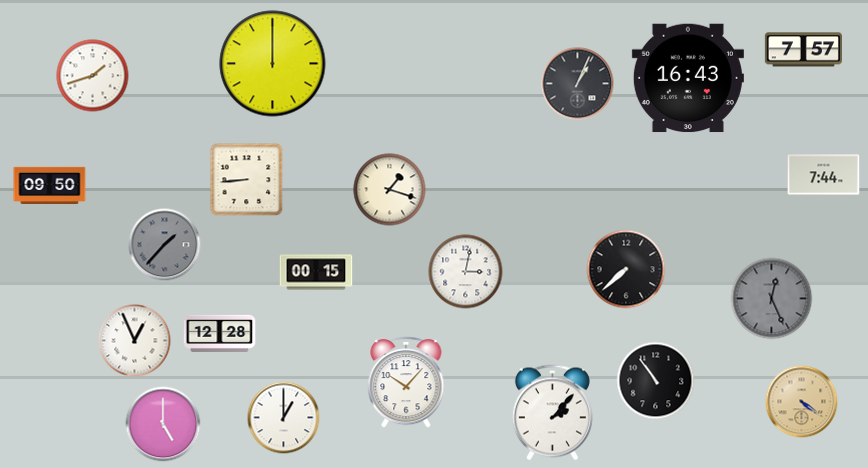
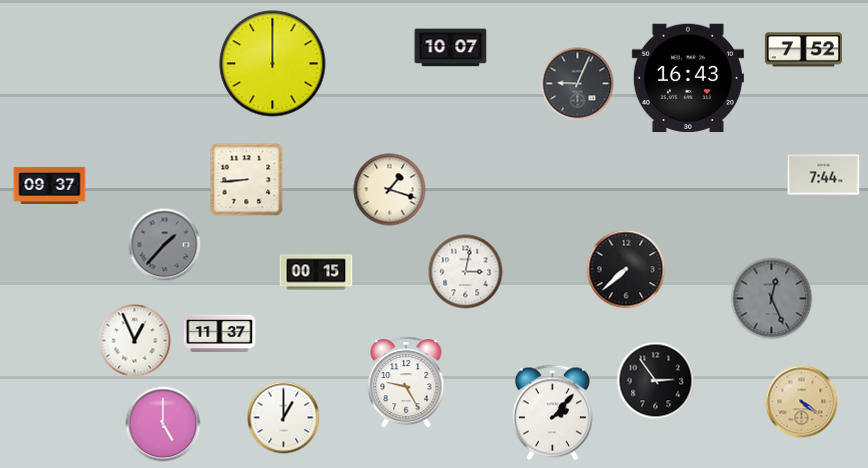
clock at (451, 48): none -> 10:07
clock at (803, 50): 7:57 -> 7:52
clock at (93, 76): 1:42 -> none
clock at (578, 84): 1:04 -> 9:04
clock at (50, 185): 09:50 -> 09:37
clock at (220, 333): 12:28 -> 11:37
clock at (656, 381): 10:54 -> 2:54
clock at (406, 383): 10:07 -> 9:25
